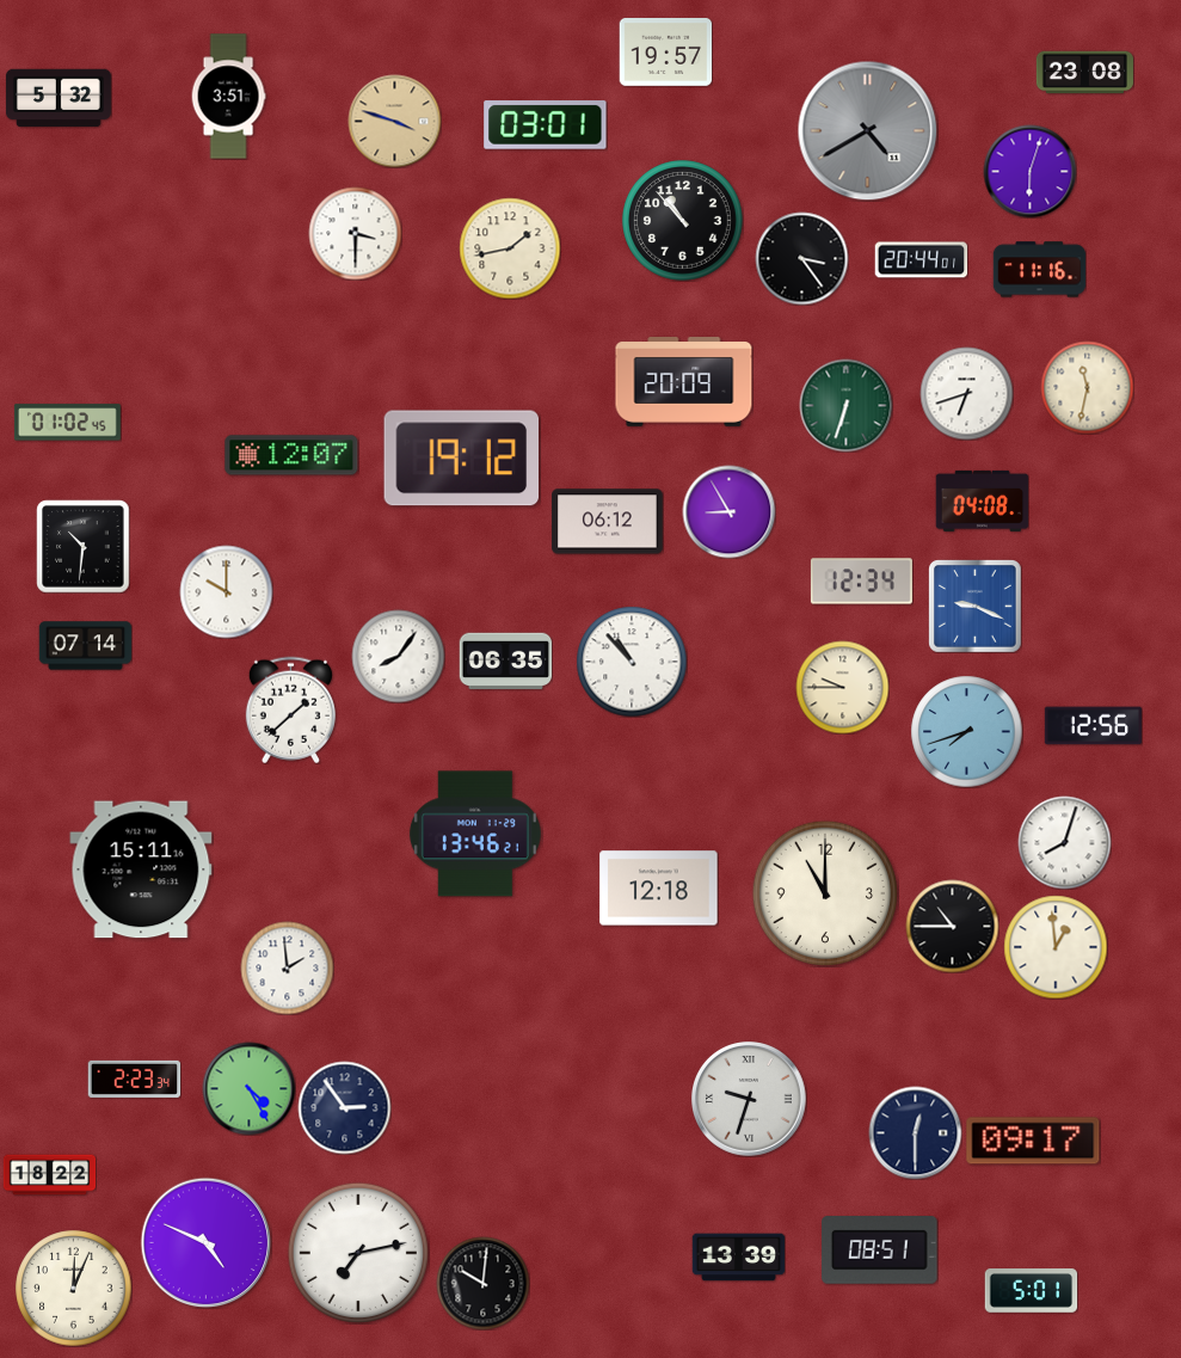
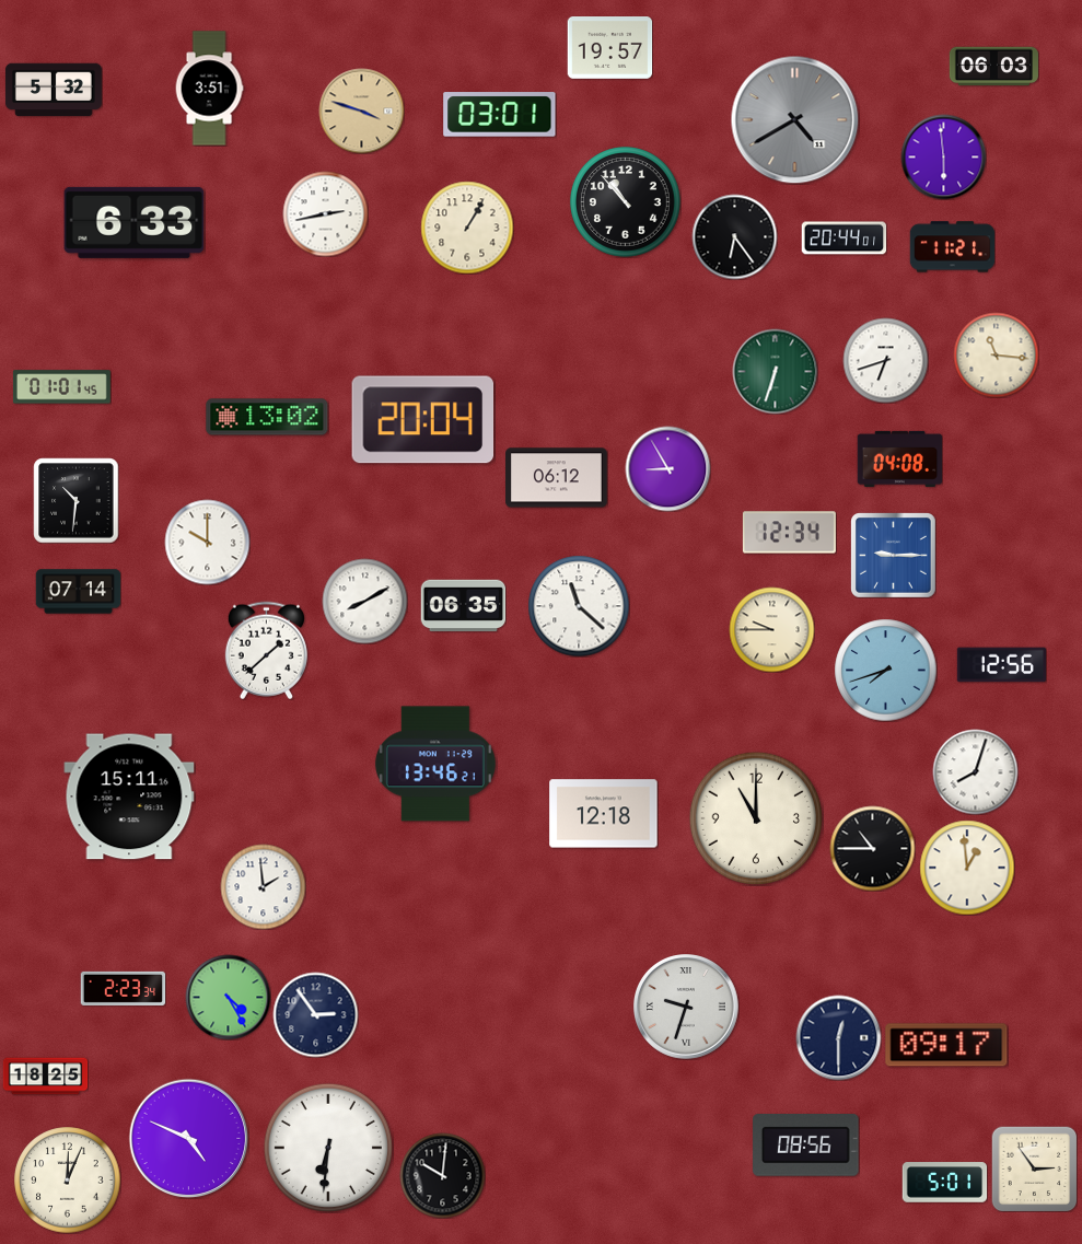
clock at (1084, 73): 23:08 -> 06:03
clock at (1029, 171): 6:03 -> 5:59
clock at (355, 233): 3:30 -> 2:43
clock at (135, 222): none -> 6:33
clock at (510, 248): 1:43 -> 1:05
clock at (801, 258): 3:24 -> 6:24
clock at (1039, 270): 11:16 -> 11:21
clock at (684, 382): 20:09 -> none
clock at (1087, 387): 11:32 -> 11:16
clock at (67, 423): 01:02 -> 01:01
clock at (291, 455): 12:07 -> 13:02
clock at (462, 459): 19:12 -> 20:04
clock at (974, 606): 9:19 -> 9:15
clock at (398, 656): 8:06 -> 8:10
clock at (632, 662): 10:53 -> 11:22
clock at (49, 1175): 18:22 -> 18:25
clock at (880, 1251): 08:51 -> 08:56
clock at (358, 1253): 7:13 -> 6:31
clock at (738, 1258): 13:39 -> none
clock at (1034, 1169): none -> 2:54
